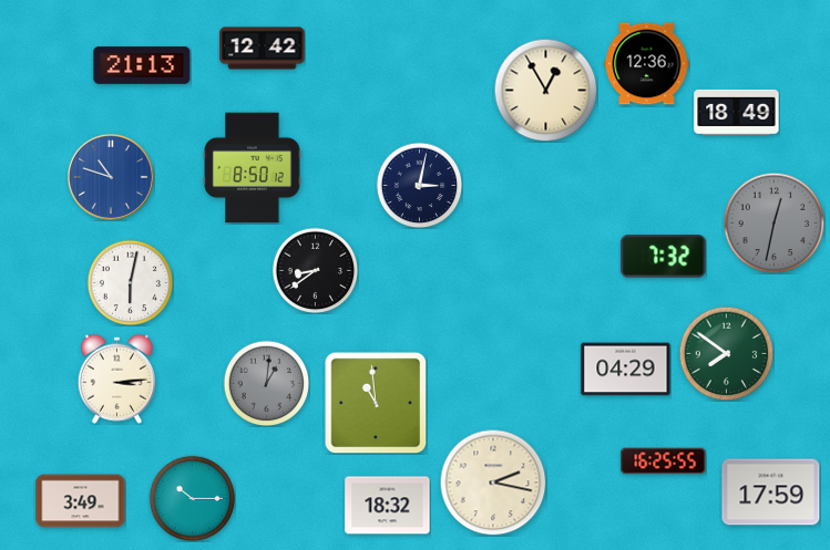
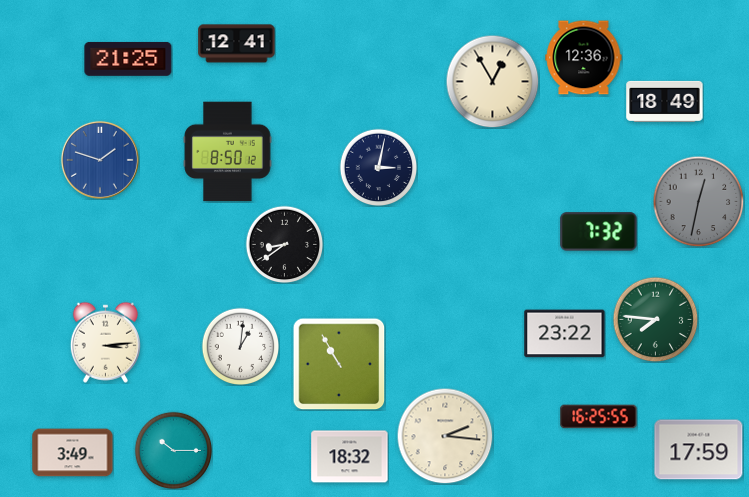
clock at (263, 49): 12:42 -> 12:41
clock at (142, 65): 21:13 -> 21:25
clock at (111, 177): 10:48 -> 1:48
clock at (130, 282): 6:02 -> none
clock at (726, 353): 7:51 -> 7:46
clock at (626, 370): 04:29 -> 23:22
clock at (266, 383) dial: grey -> white
clock at (376, 403): 10:59 -> 10:55
clock at (493, 482): 2:17 -> 2:16
clock at (771, 492) position: (771, 492) -> (699, 450)
